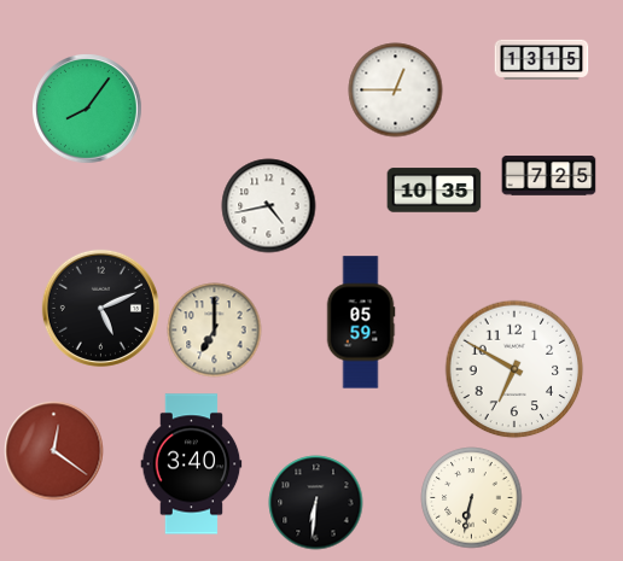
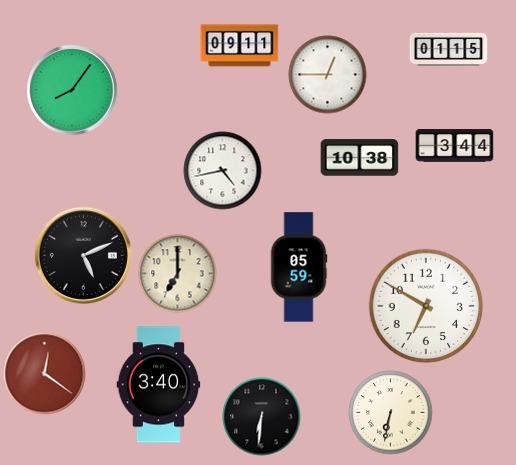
clock at (239, 46): none -> 09:11
clock at (541, 59): 13:15 -> 01:15
clock at (548, 176): 7:25 -> 3:44
clock at (433, 191): 10:35 -> 10:38
